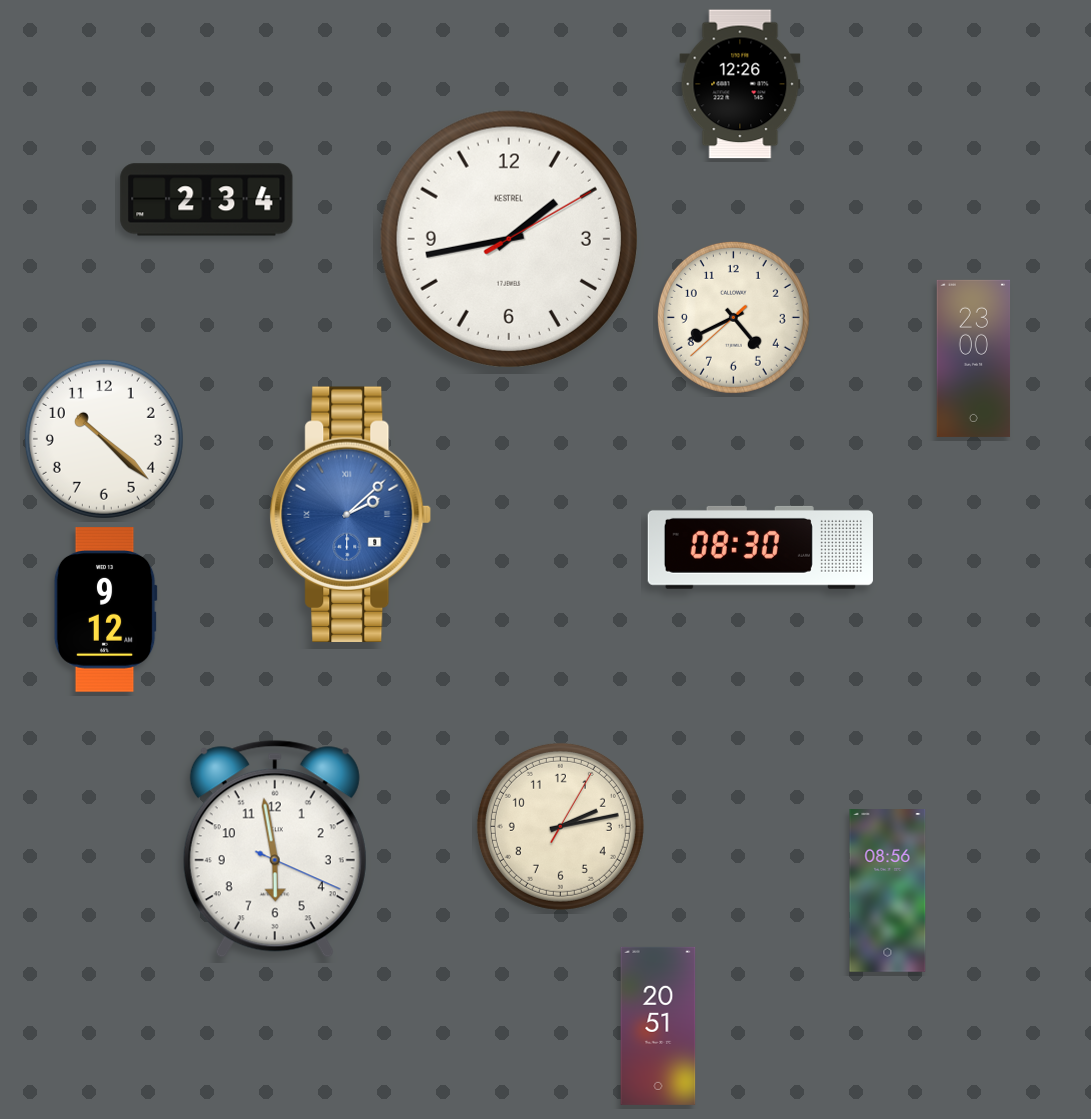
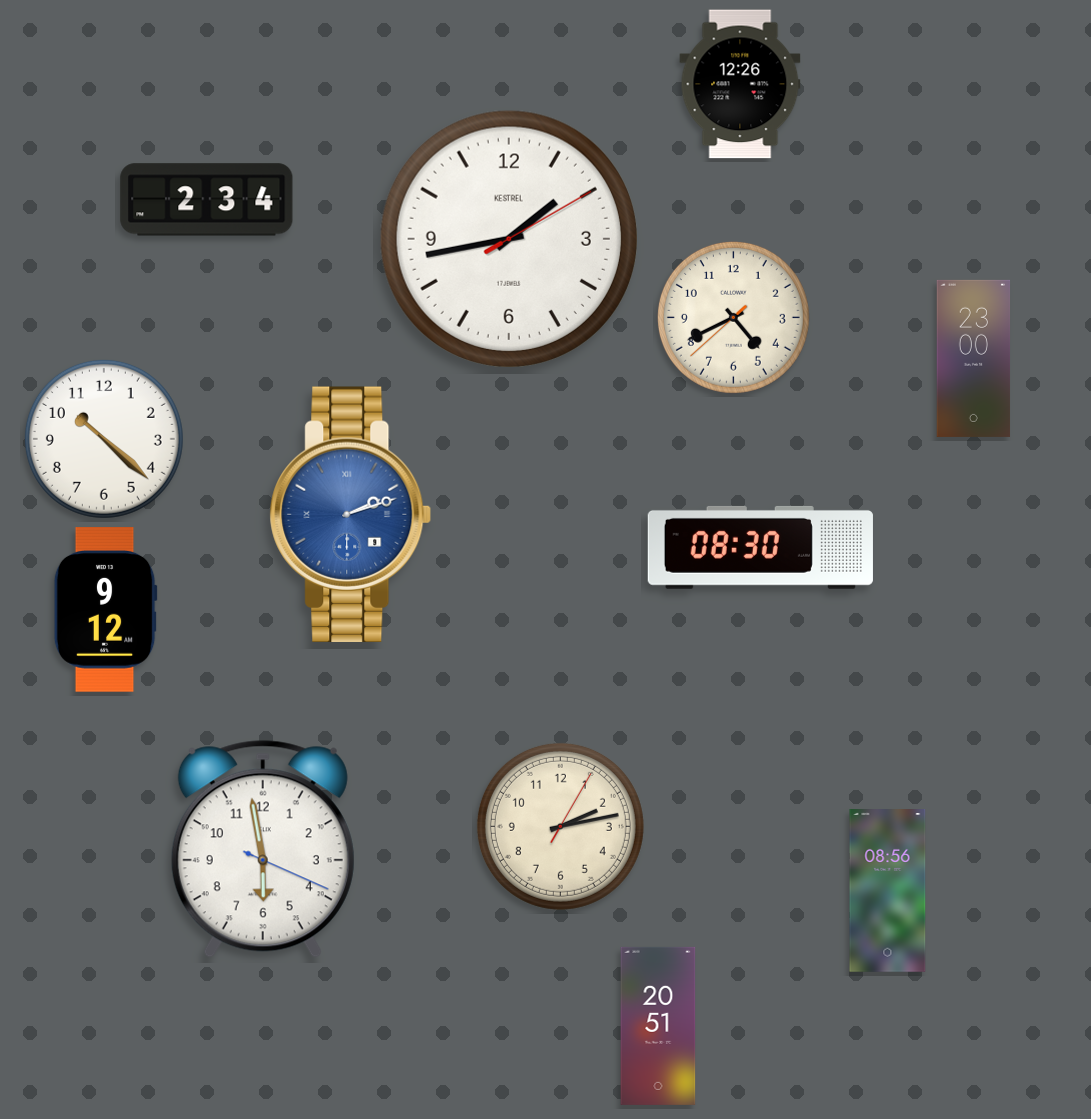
clock at (351, 514): 2:08 -> 2:12
clock at (275, 849) position: (275, 849) -> (263, 849)
